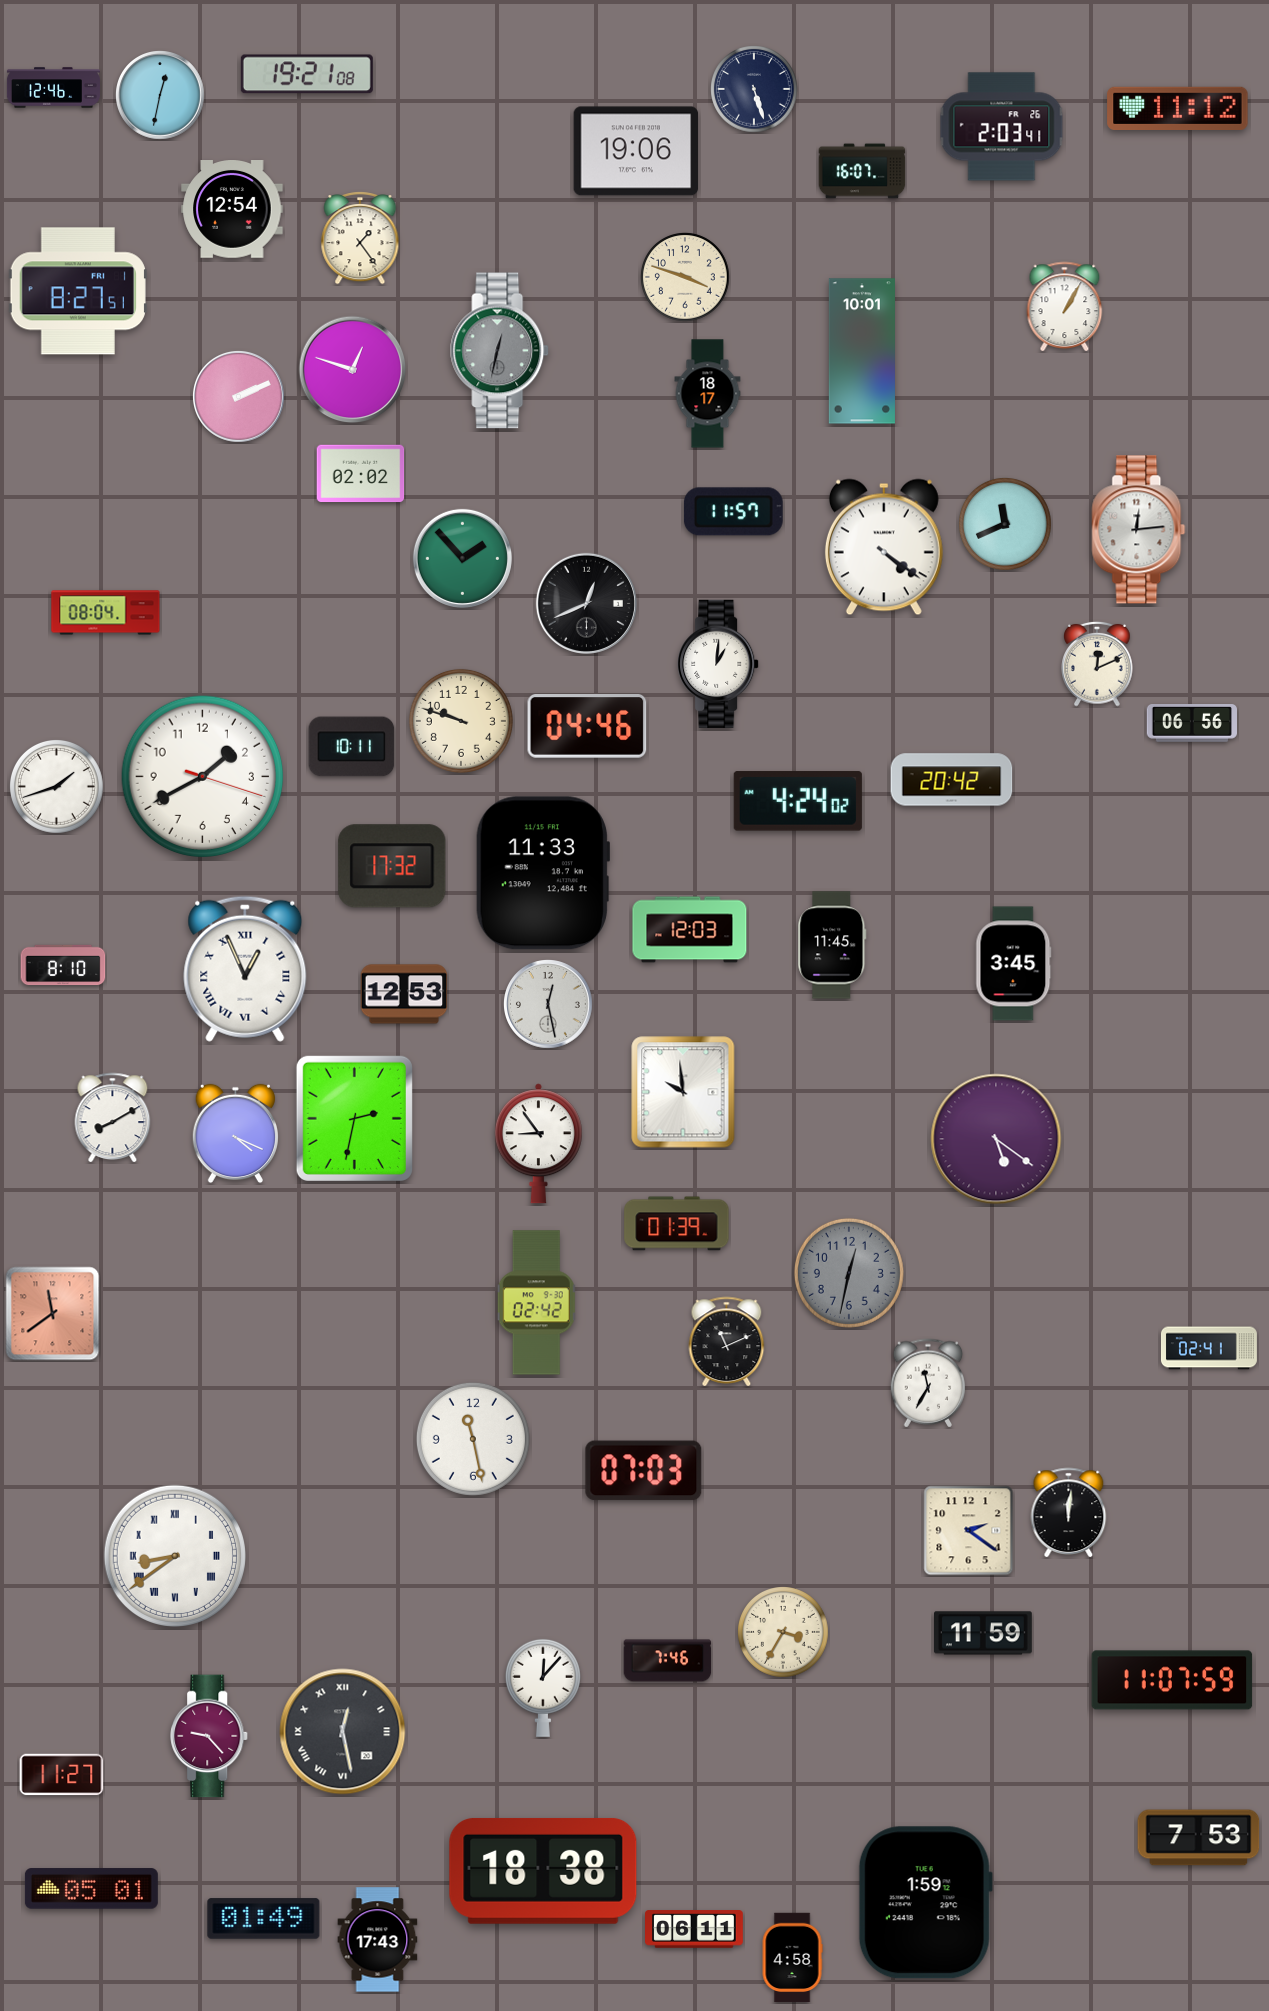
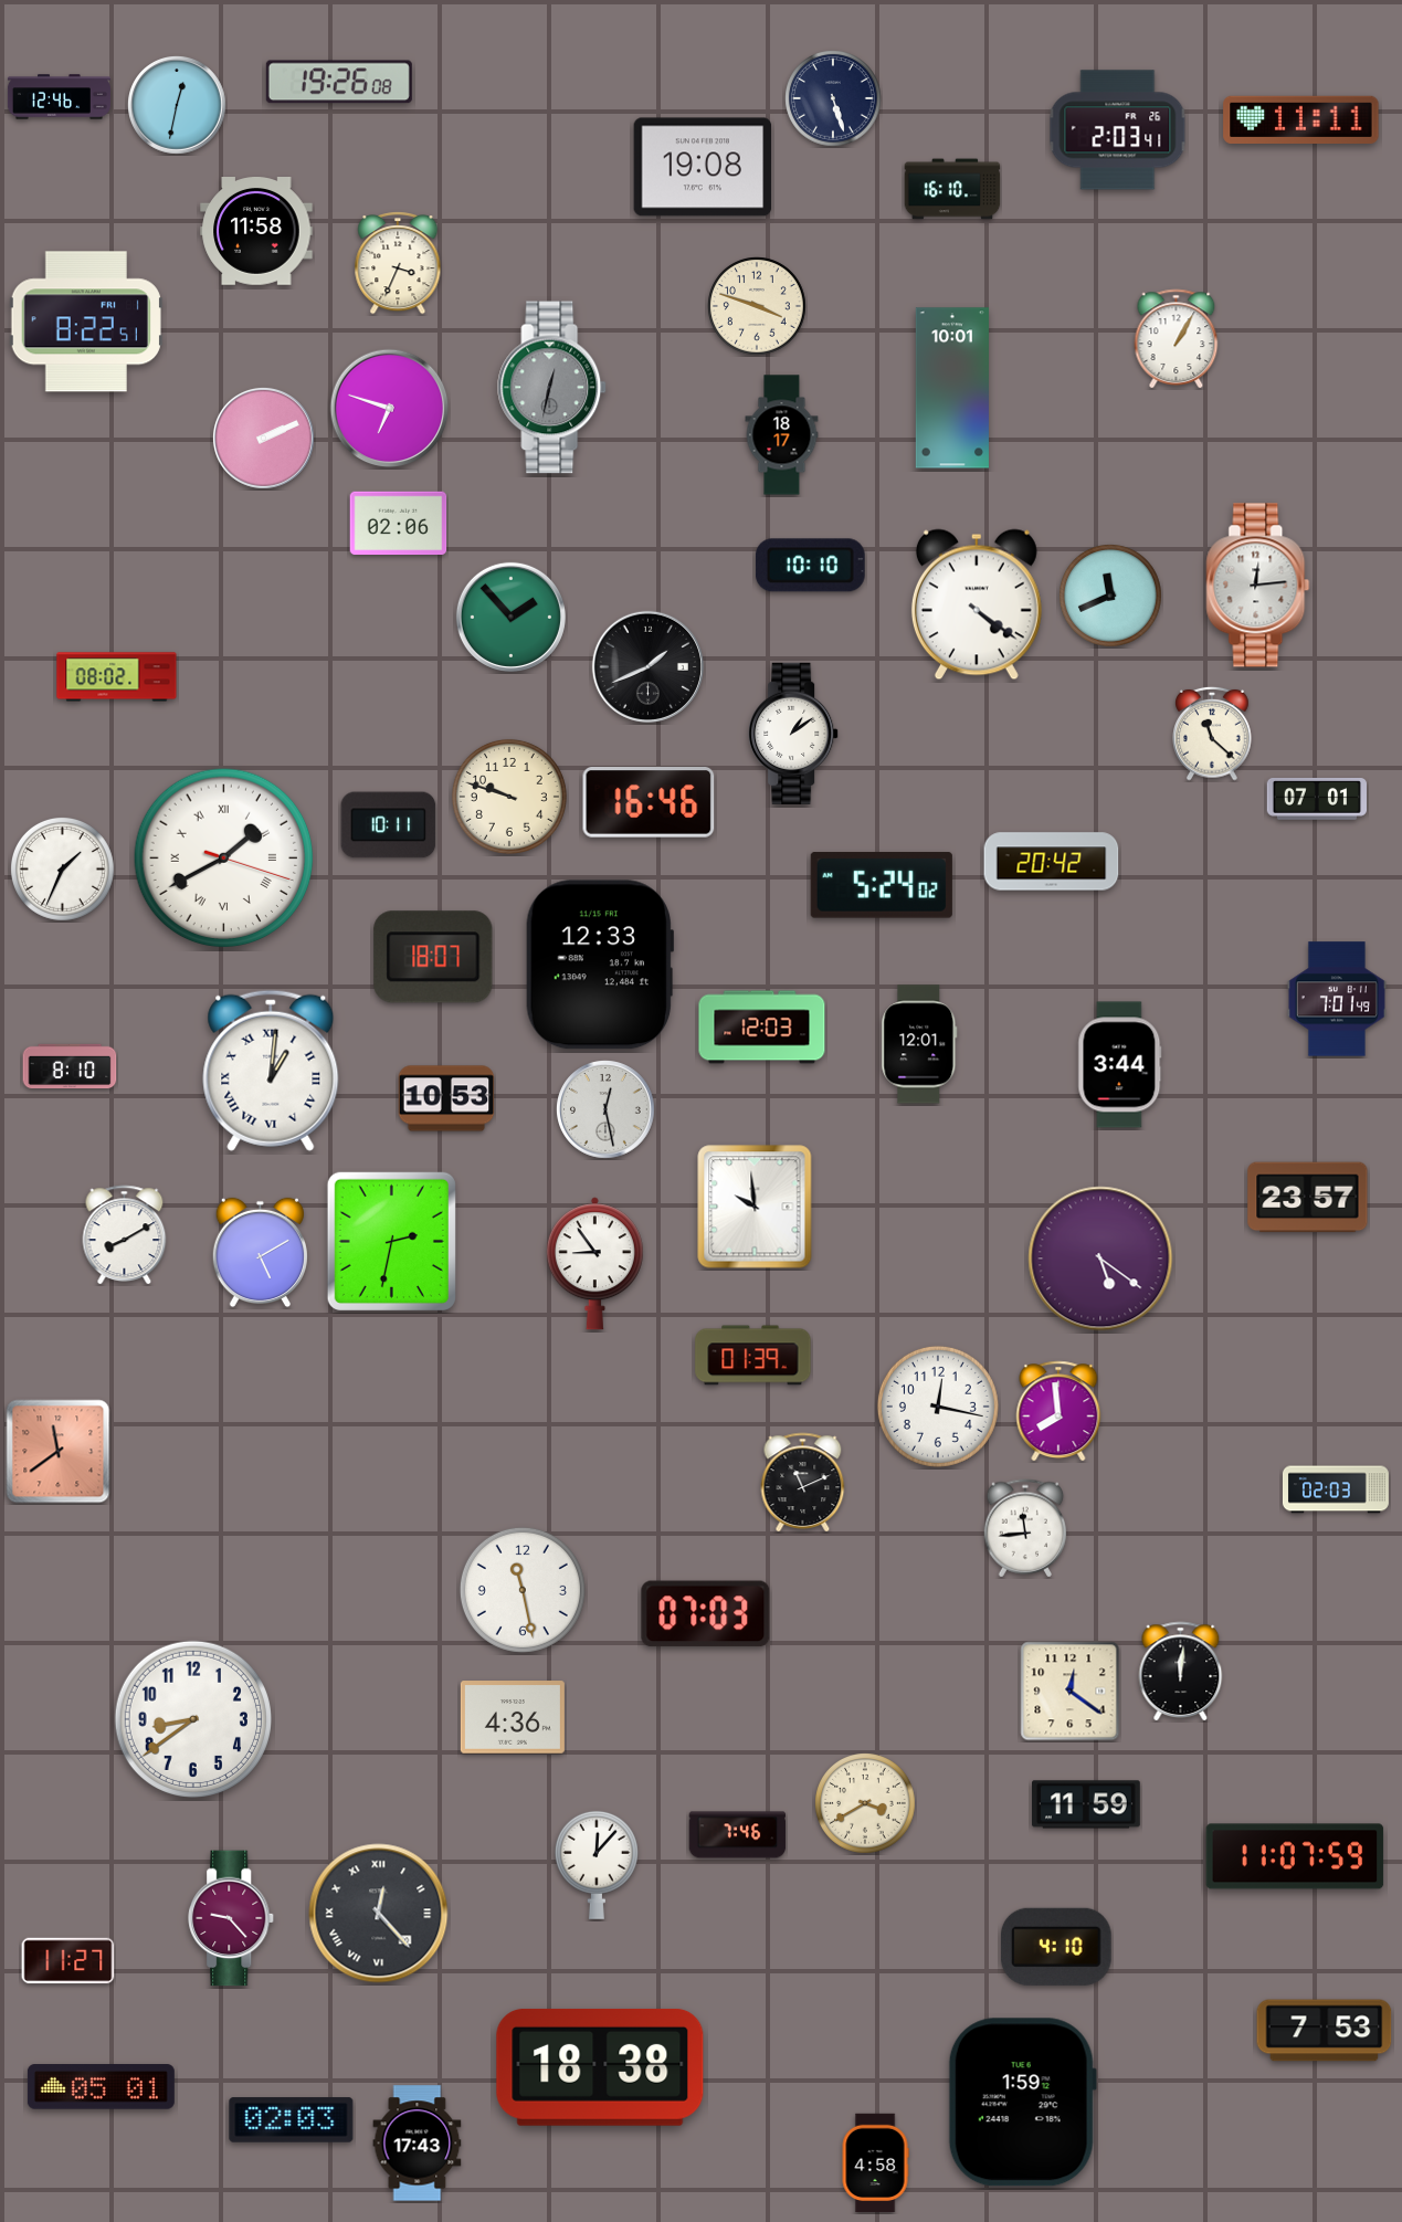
clock at (307, 74): 19:21 -> 19:26
clock at (1178, 108): 11:12 -> 11:11
clock at (1002, 127) position: (1002, 127) -> (1118, 130)
clock at (636, 151): 19:06 -> 19:08
clock at (862, 171): 16:07 -> 16:10
clock at (232, 210): 12:54 -> 11:58
clock at (360, 238): 1:24 -> 3:34
clock at (78, 291): 8:27 -> 8:22
clock at (353, 370): 12:48 -> 6:48
clock at (361, 474): 02:02 -> 02:06
clock at (733, 512): 11:57 -> 10:10
clock at (1006, 525) position: (1006, 525) -> (1111, 597)
clock at (586, 603): 12:41 -> 1:41
clock at (106, 613): 08:04 -> 08:02
clock at (718, 664): 1:01 -> 1:09
clock at (1097, 664): 12:11 -> 11:22
clock at (1191, 724): 06:56 -> 07:01
clock at (587, 727): 04:46 -> 16:46
clock at (203, 777) numerals: Arabic -> Roman
clock at (57, 787): 1:42 -> 1:34
clock at (798, 801): 4:24 -> 5:24
clock at (392, 866): 17:32 -> 18:07
clock at (542, 873): 11:33 -> 12:33
clock at (1337, 999): none -> 7:01
clock at (832, 945): 11:45 -> 12:01
clock at (1014, 964): 3:45 -> 3:44
clock at (245, 969): 12:56 -> 1:01
clock at (404, 994): 12:53 -> 10:53
clock at (1308, 1198): none -> 23:57
clock at (354, 1118) position: (354, 1118) -> (391, 1241)
clock at (235, 1134): 4:19 -> 5:10
clock at (677, 1224) position: (677, 1224) -> (753, 1356)
clock at (849, 1273): 12:32 -> 12:17
clock at (849, 1273) dial: grey -> white
clock at (1058, 1411): none -> 7:59
clock at (537, 1303): 02:42 -> none
clock at (1209, 1348): 02:41 -> 02:03
clock at (928, 1383): 11:35 -> 11:44
clock at (644, 1471) position: (644, 1471) -> (706, 1614)
clock at (969, 1531): 2:21 -> 12:21
clock at (513, 1717): none -> 4:36
clock at (175, 1556) numerals: Roman -> Arabic
clock at (784, 1633): 3:35 -> 3:40
clock at (543, 1688) position: (543, 1688) -> (597, 1865)
clock at (343, 1732): 12:28 -> 12:23
clock at (1056, 1947): none -> 4:10
clock at (264, 1919): 01:49 -> 02:03
clock at (695, 1929): 06:11 -> none
